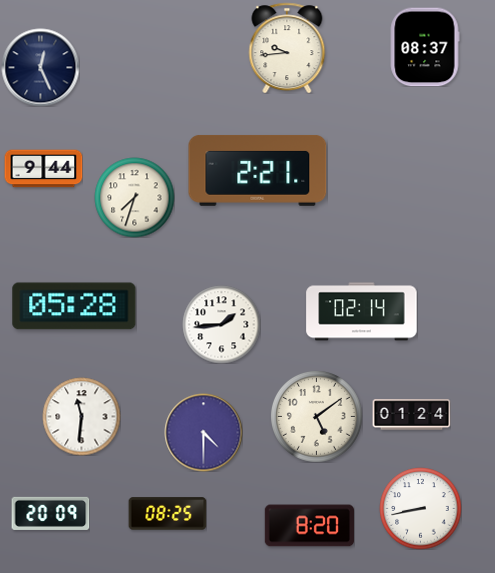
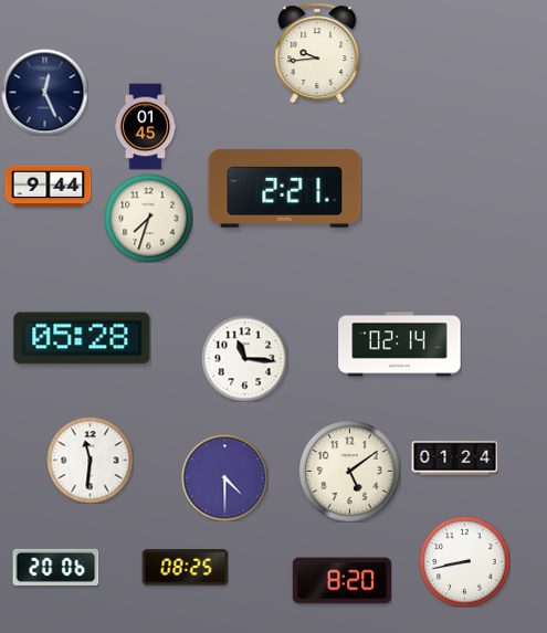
clock at (425, 47): 08:37 -> none
clock at (40, 67) position: (40, 67) -> (44, 92)
clock at (146, 126): none -> 01:45
clock at (221, 324): 1:44 -> 11:16
clock at (316, 416) position: (316, 416) -> (349, 471)
clock at (50, 513): 20:09 -> 20:06
